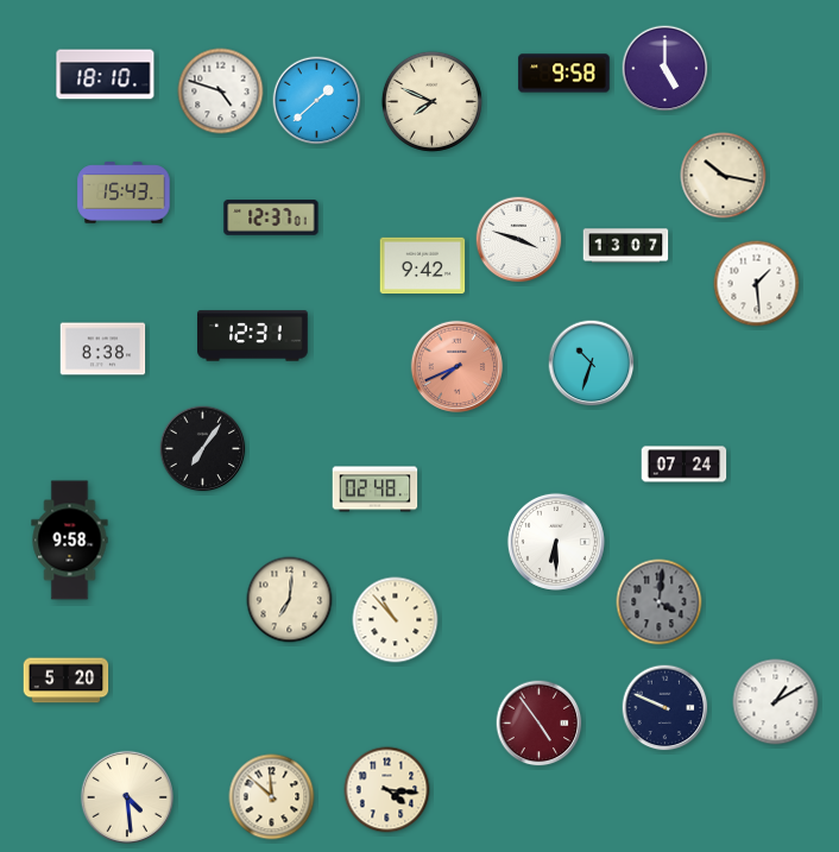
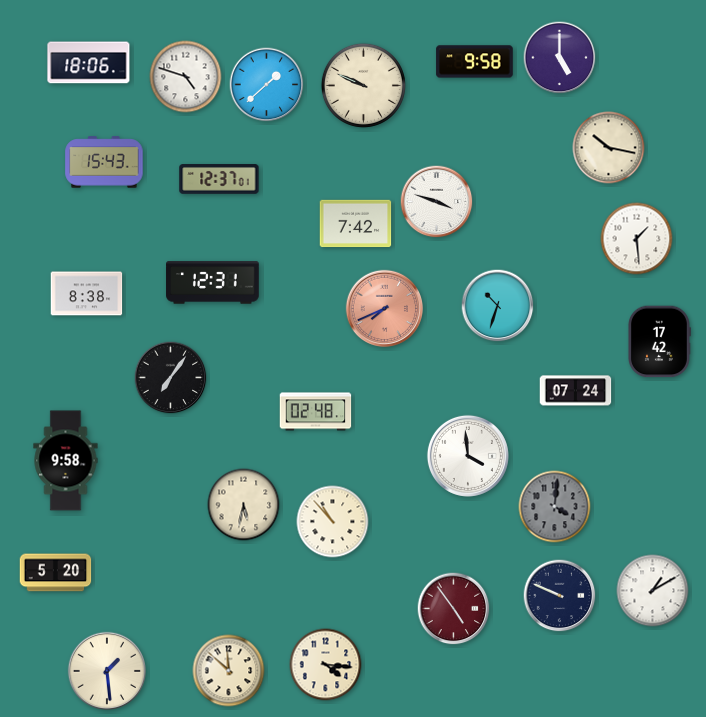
clock at (106, 75): 18:10 -> 18:06
clock at (431, 101): 7:49 -> 9:49
clock at (271, 217) position: (271, 217) -> (219, 179)
clock at (626, 246): 13:07 -> none
clock at (423, 266): 9:42 -> 7:42
clock at (660, 342): none -> 17:42
clock at (70, 541) position: (70, 541) -> (66, 461)
clock at (556, 542): 6:30 -> 3:59
clock at (290, 600): 7:01 -> 5:32
clock at (126, 796): 4:29 -> 1:29
